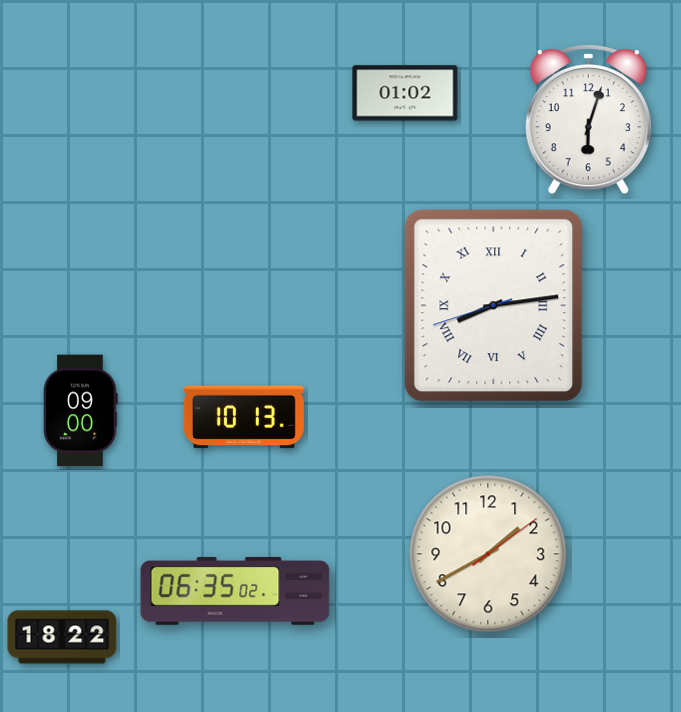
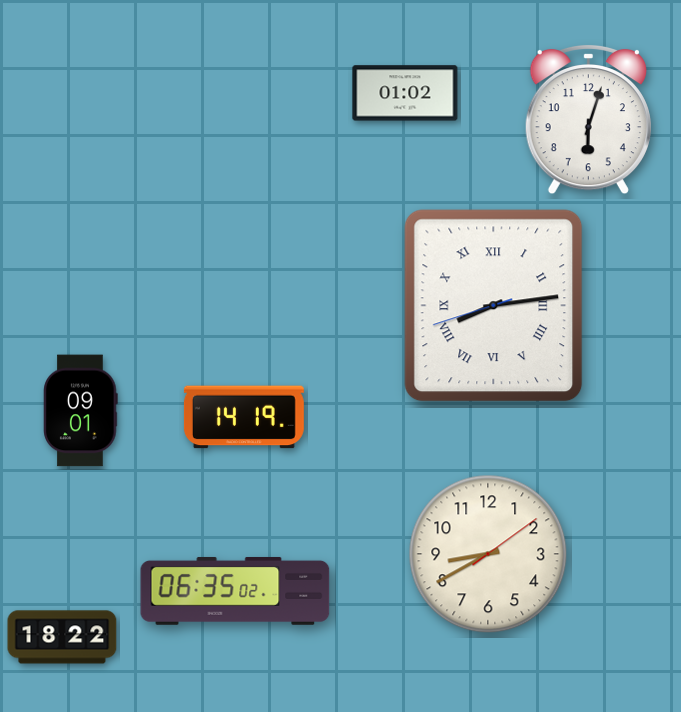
clock at (81, 411): 09:00 -> 09:01
clock at (244, 417): 10:13 -> 14:19
clock at (488, 554): 1:40 -> 8:40
